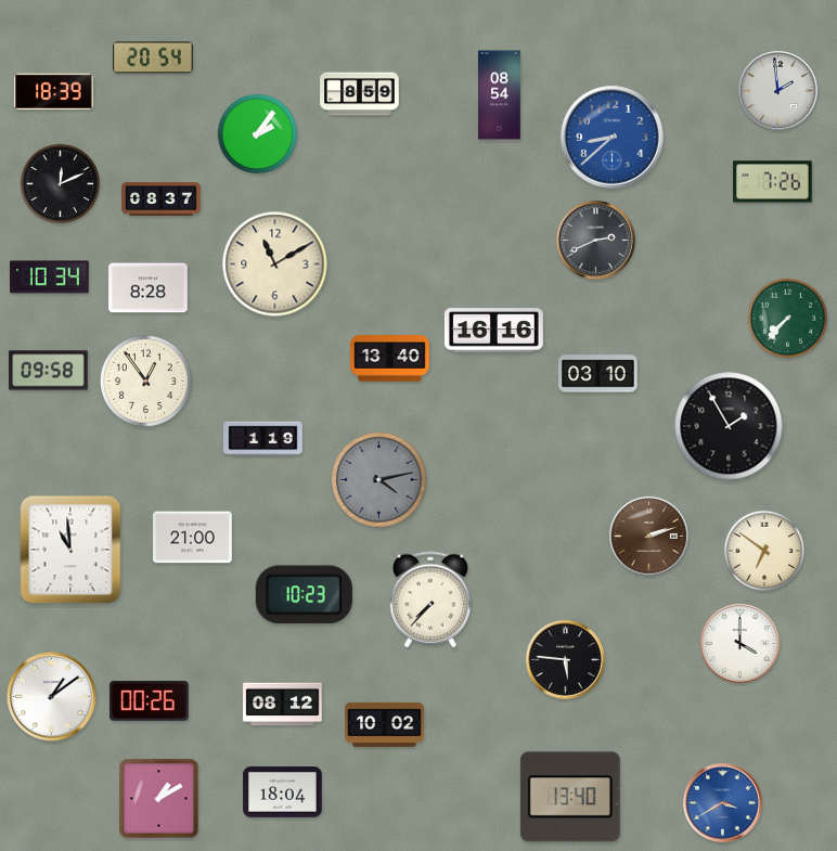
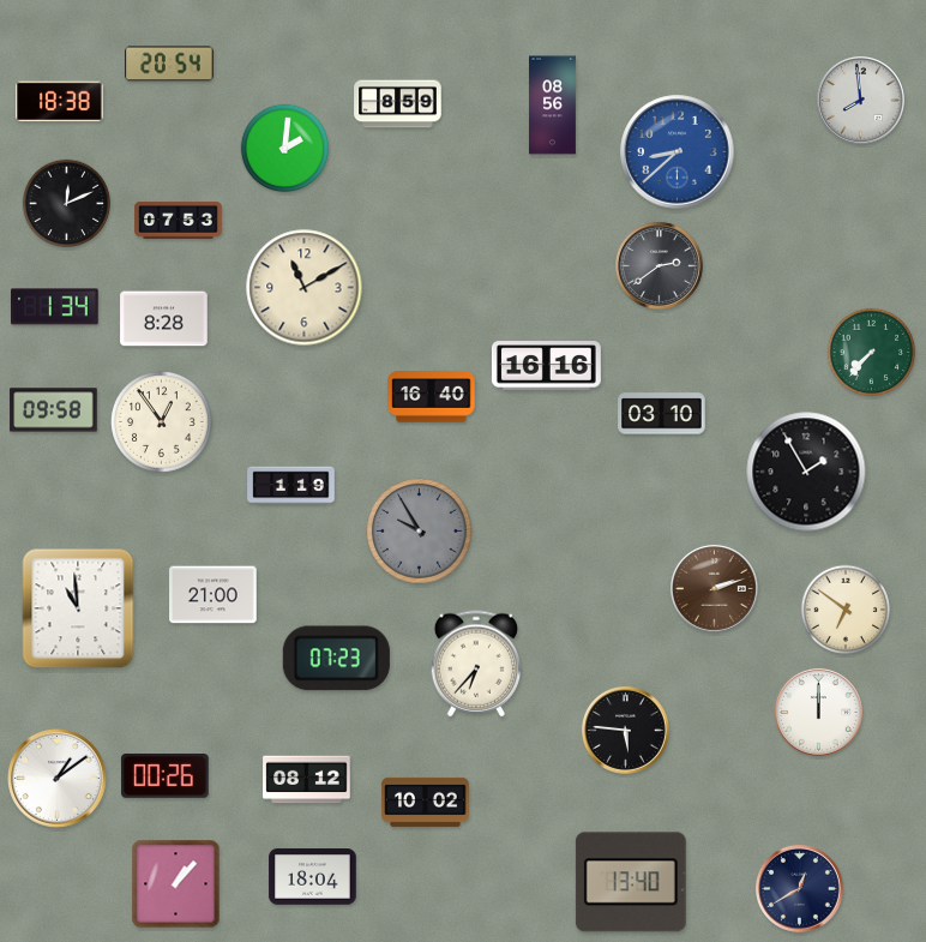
clock at (777, 90): 1:59 -> 7:59
clock at (54, 92): 18:39 -> 18:38
clock at (500, 95): 08:54 -> 08:56
clock at (258, 134): 2:06 -> 2:01
clock at (773, 182): 7:26 -> none
clock at (162, 199): 08:37 -> 07:53
clock at (595, 240): 2:41 -> 2:39
clock at (275, 265) position: (275, 265) -> (305, 288)
clock at (50, 278): 10:34 -> 1:34
clock at (390, 359): 13:40 -> 16:40
clock at (379, 480): 4:13 -> 9:55
clock at (648, 536) position: (648, 536) -> (714, 588)
clock at (304, 595): 10:23 -> 07:23
clock at (429, 599): 7:37 -> 6:37
clock at (739, 643): 4:00 -> 12:00
clock at (52, 697) position: (52, 697) -> (58, 779)
clock at (283, 705) position: (283, 705) -> (307, 780)
clock at (159, 799): 1:10 -> 1:07
clock at (722, 802): 3:40 -> 12:40
clock at (722, 802) dial: blue -> navy
